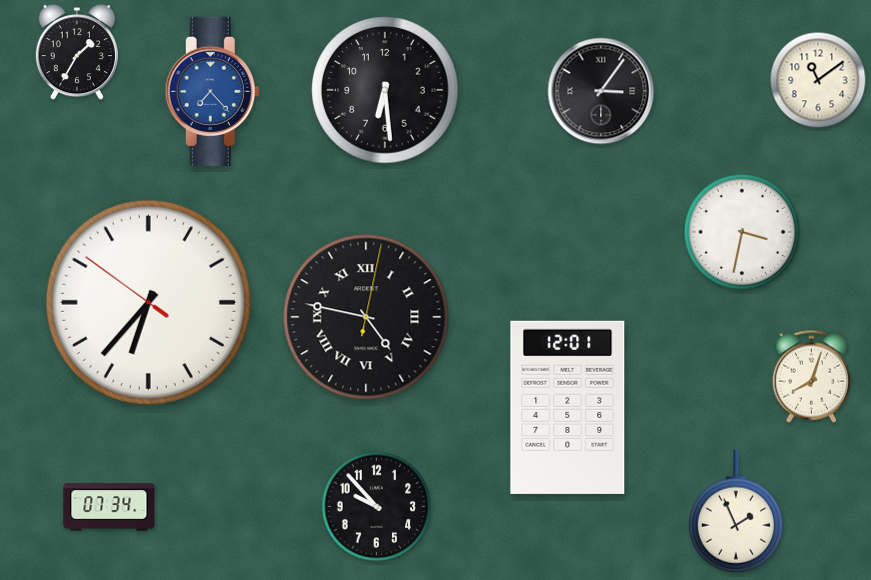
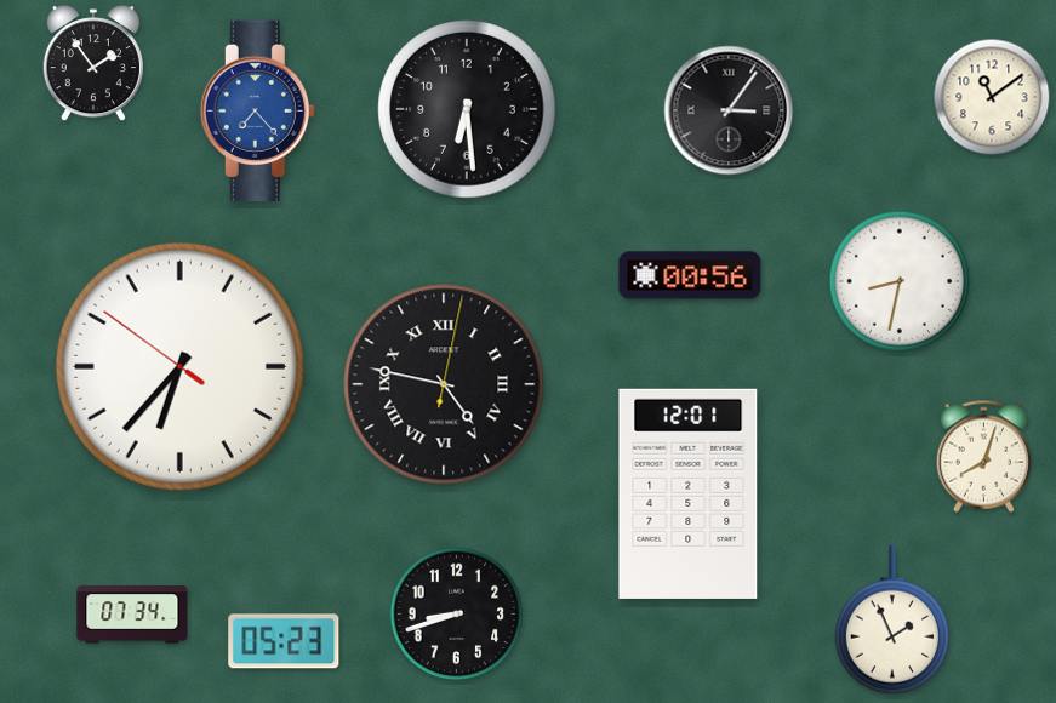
clock at (77, 53): 1:35 -> 1:54
clock at (690, 275): none -> 00:56
clock at (742, 232): 3:32 -> 8:32
clock at (377, 507): 9:53 -> 8:42
clock at (284, 641): none -> 05:23
